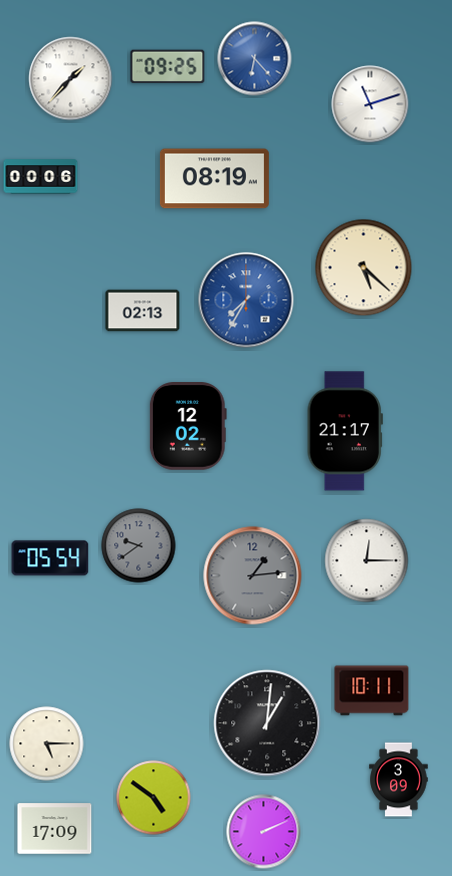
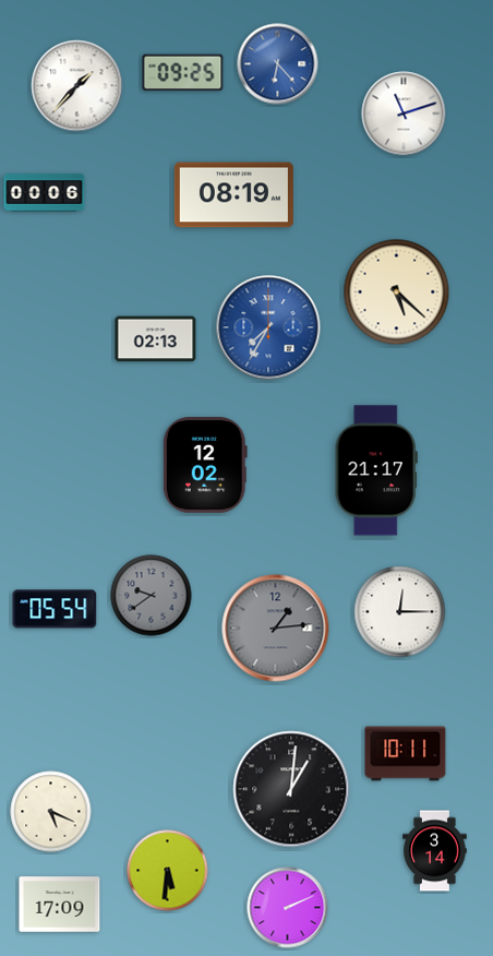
clock at (47, 744): 5:15 -> 5:19
clock at (399, 780): 3:09 -> 3:14
clock at (154, 798): 4:51 -> 5:31
